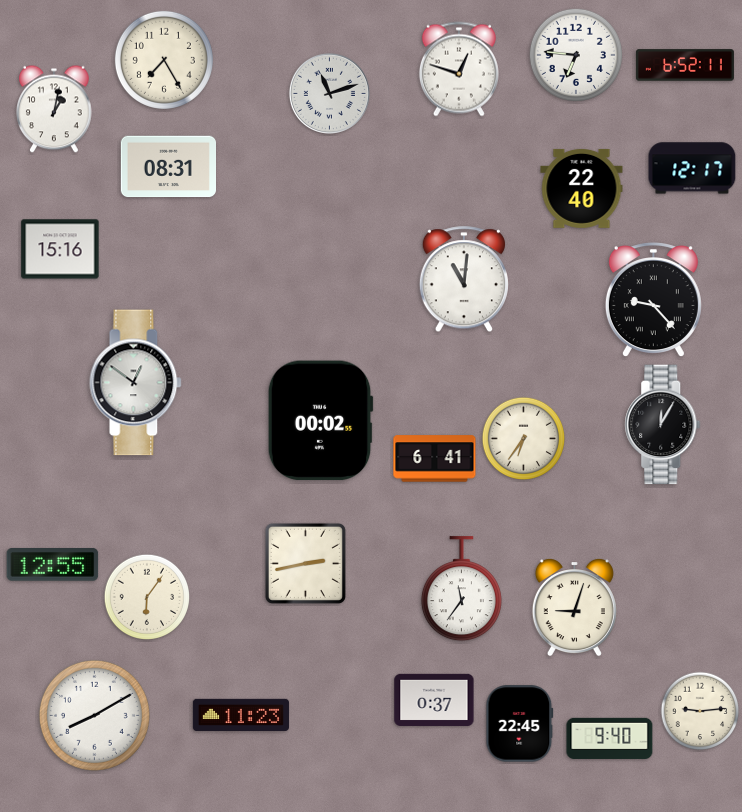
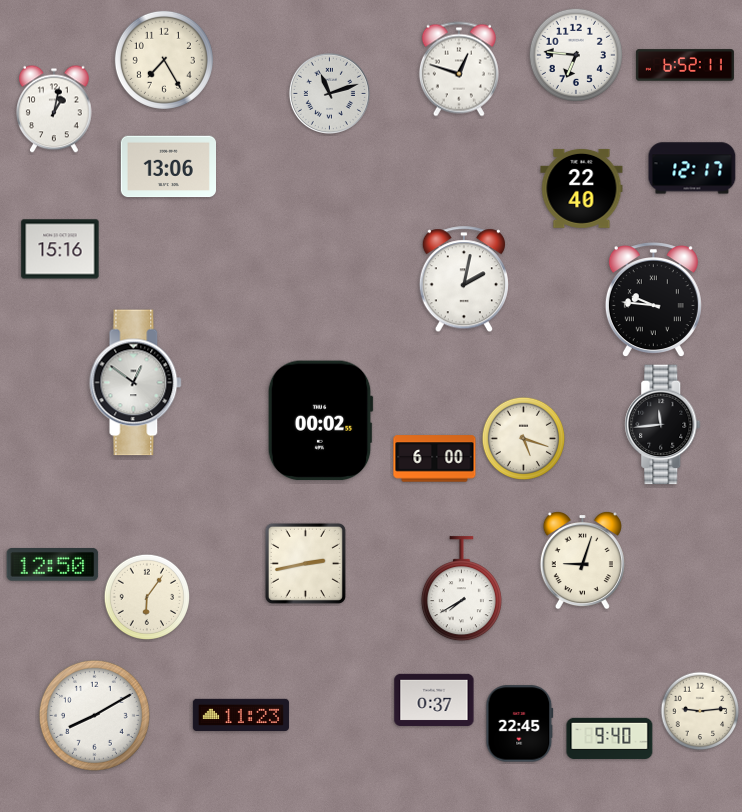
clock at (168, 167): 08:31 -> 13:06
clock at (464, 280): 11:01 -> 2:02
clock at (653, 300): 9:23 -> 9:46
clock at (663, 425): 12:05 -> 11:44
clock at (524, 439): 6:36 -> 5:18
clock at (435, 459): 6:41 -> 6:00
clock at (53, 565): 12:55 -> 12:50
clock at (461, 589): 11:36 -> 7:40
clock at (574, 608) position: (574, 608) -> (582, 561)
